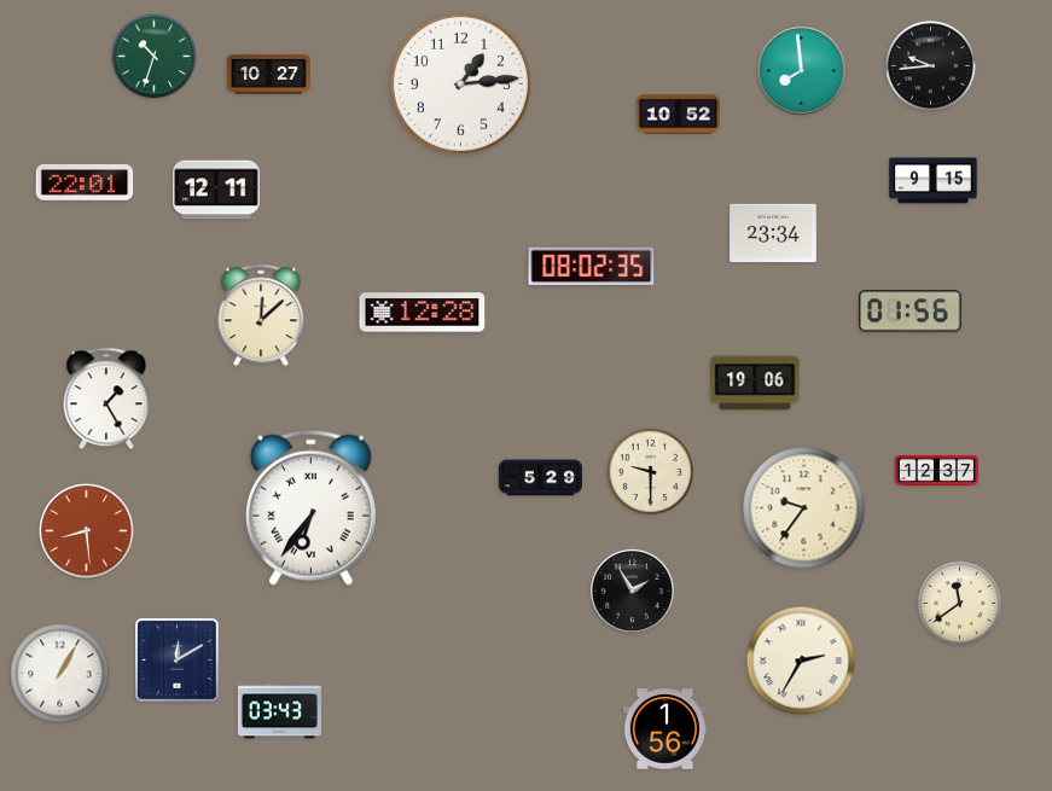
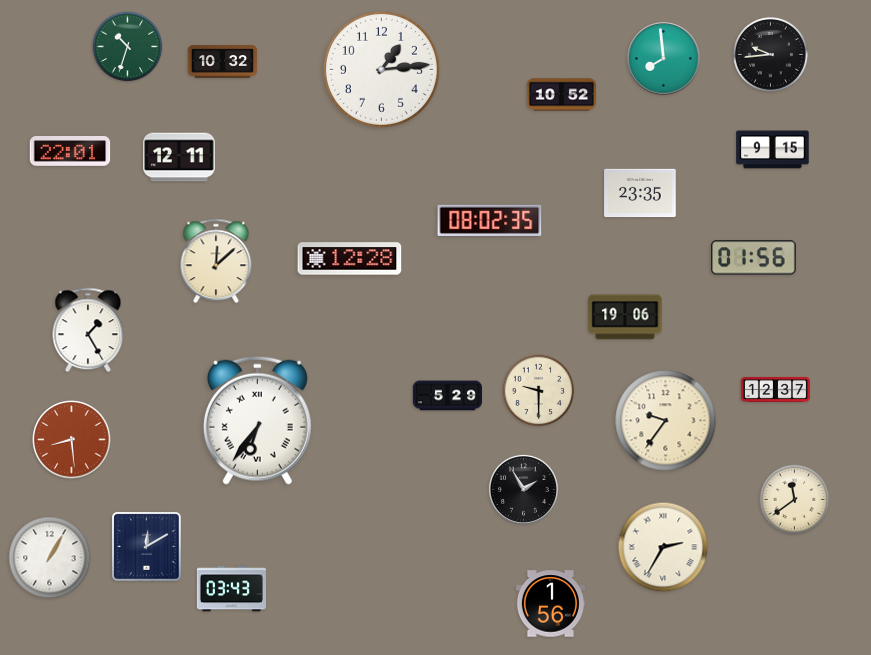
clock at (268, 75): 10:27 -> 10:32
clock at (773, 233): 23:34 -> 23:35
